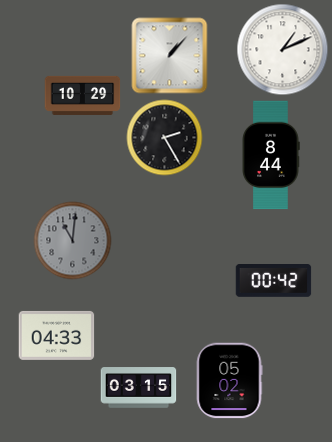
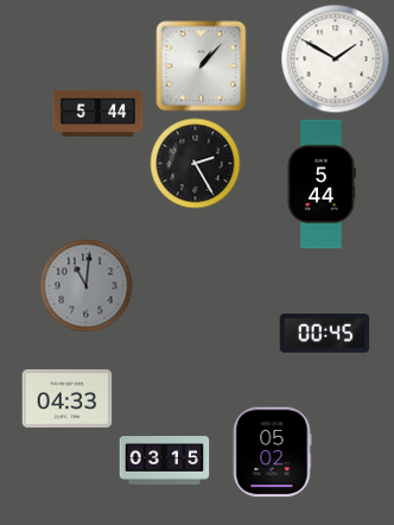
clock at (283, 50): 1:11 -> 1:50
clock at (83, 95): 10:29 -> 5:44
clock at (271, 155): 8:44 -> 5:44
clock at (274, 281): 00:42 -> 00:45
